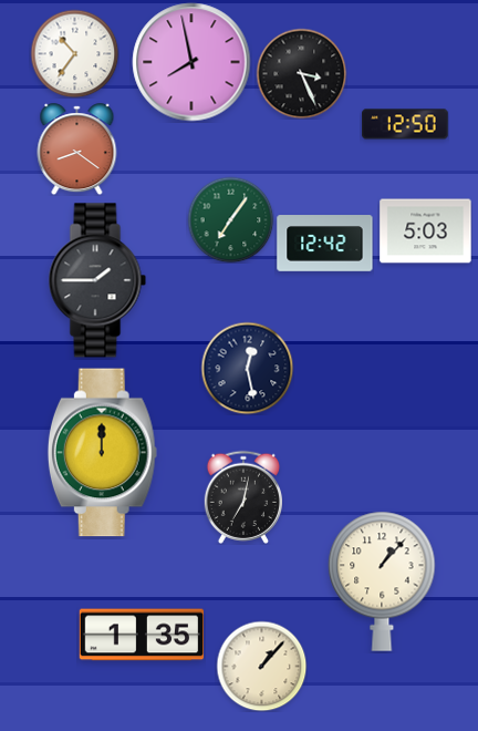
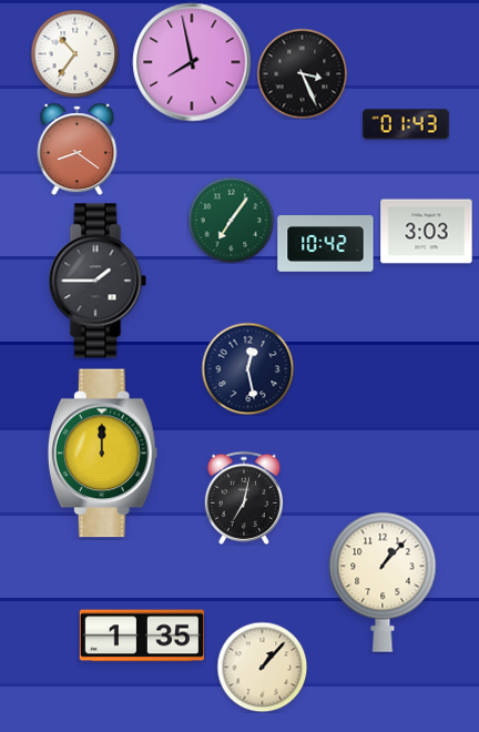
clock at (405, 124): 12:50 -> 01:43
clock at (426, 231): 5:03 -> 3:03
clock at (325, 244): 12:42 -> 10:42
